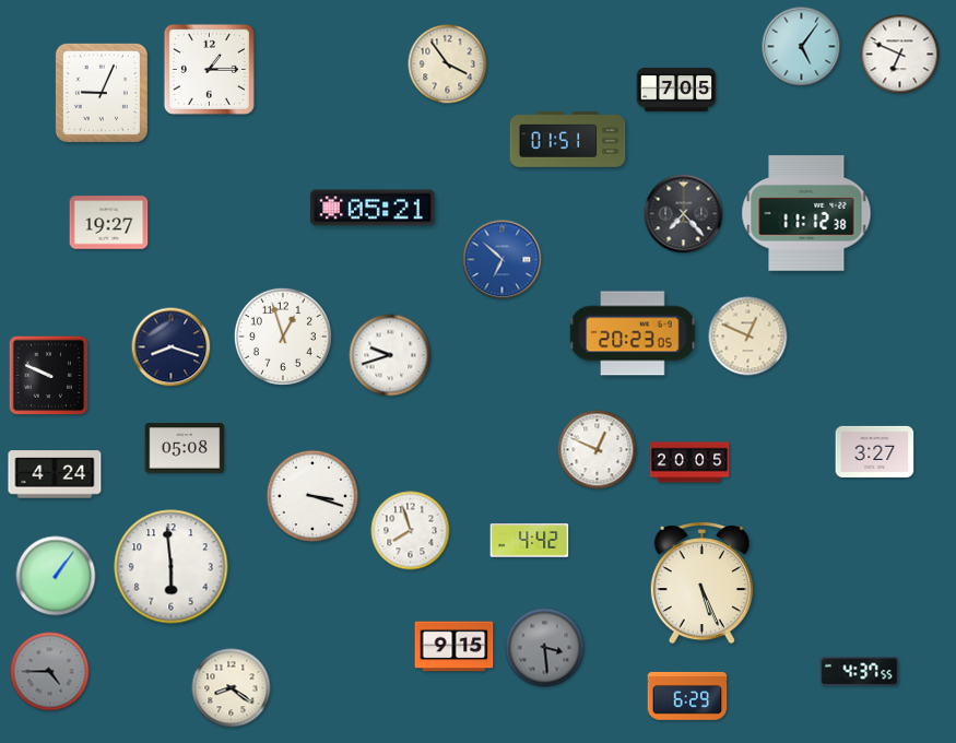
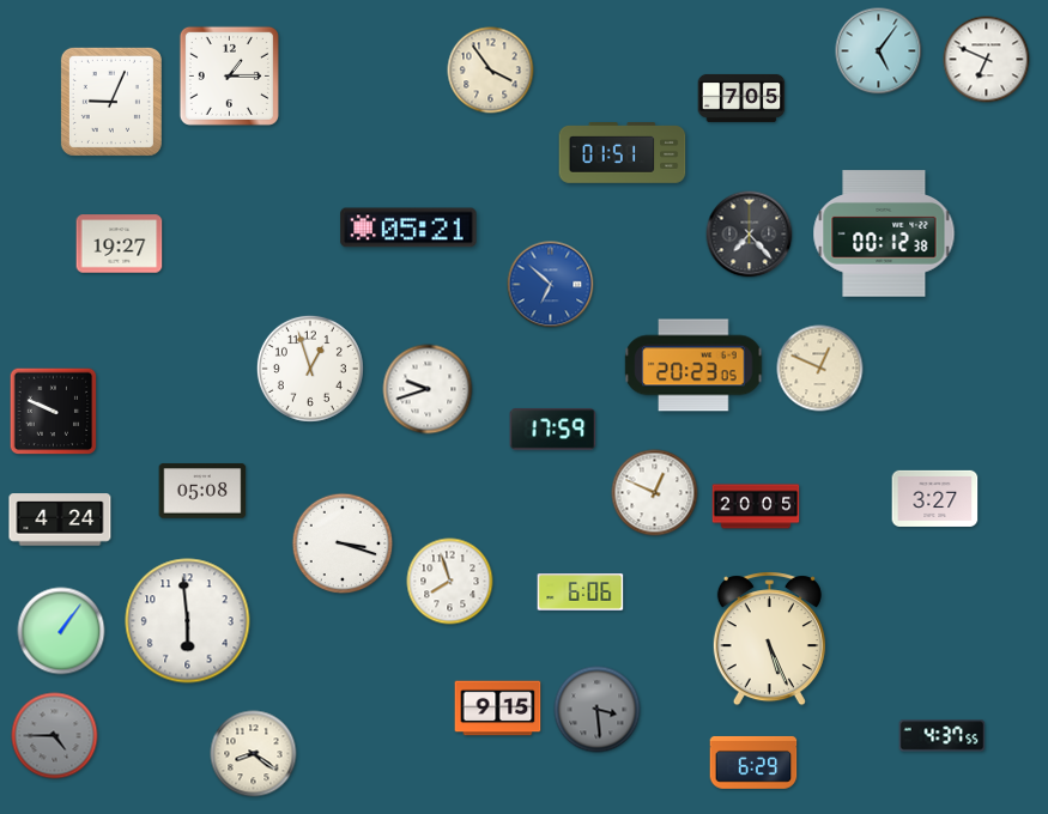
clock at (806, 213): 11:12 -> 00:12
clock at (172, 347): 8:18 -> none
clock at (553, 430): none -> 17:59
clock at (875, 451) position: (875, 451) -> (935, 498)
clock at (530, 541): 4:42 -> 6:06
